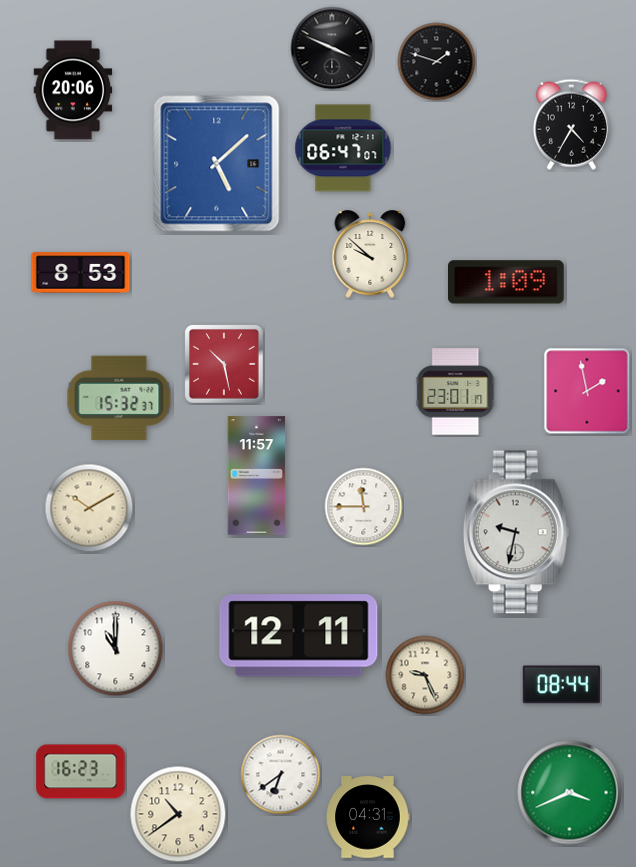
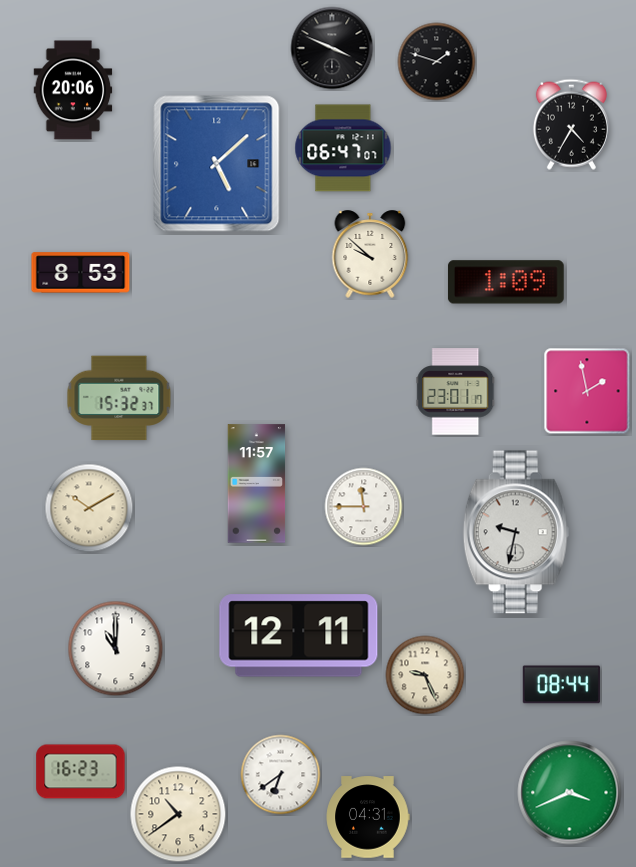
clock at (224, 364): 10:28 -> none
clock at (257, 476) position: (257, 476) -> (257, 484)
